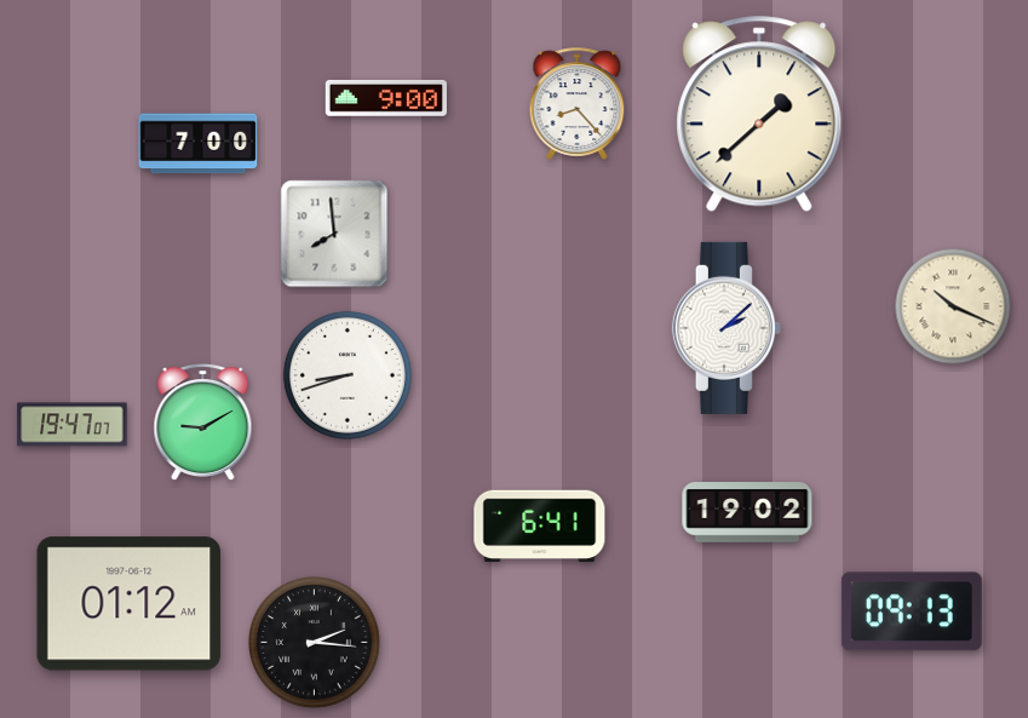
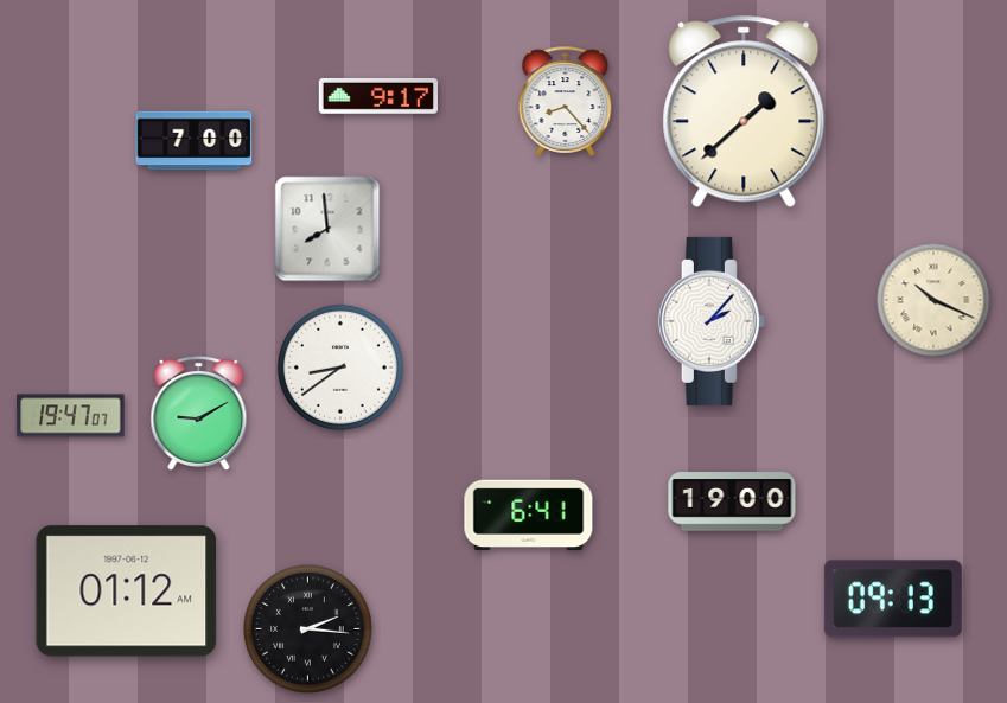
clock at (386, 98): 9:00 -> 9:17
clock at (727, 328): 2:08 -> 2:07
clock at (348, 375): 8:42 -> 8:39
clock at (747, 512): 19:02 -> 19:00
